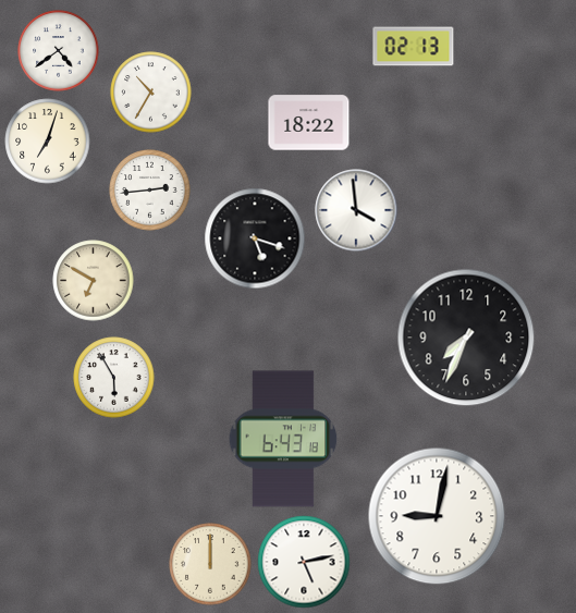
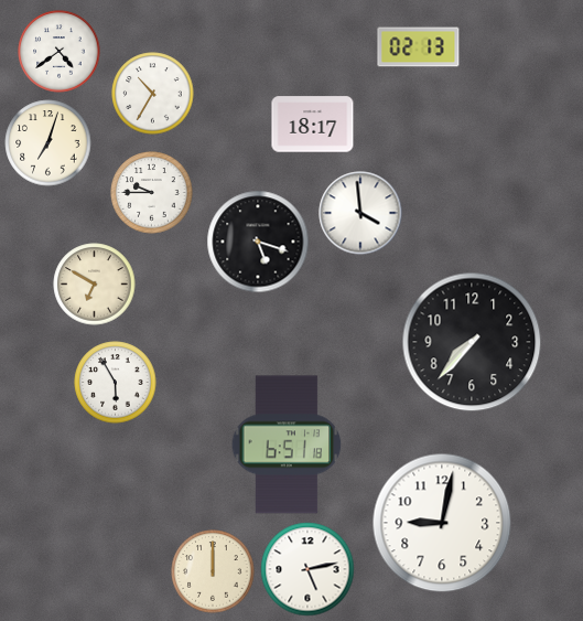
clock at (309, 123): 18:22 -> 18:17
clock at (150, 191): 2:44 -> 9:45
clock at (466, 338): 7:34 -> 7:37
clock at (283, 439): 6:43 -> 6:51
